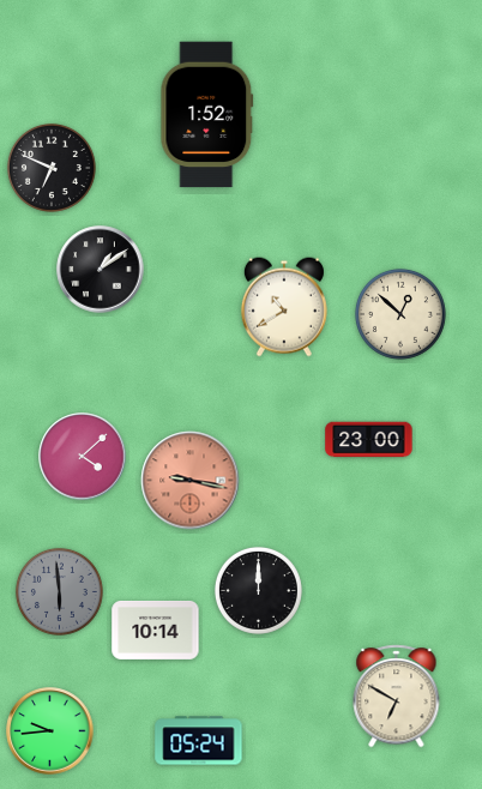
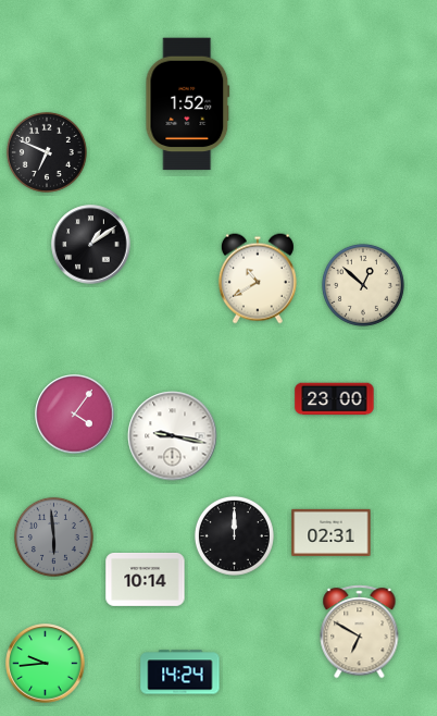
clock at (83, 457): 4:08 -> 4:06
clock at (191, 481) dial: salmon -> white
clock at (332, 532): none -> 02:31
clock at (156, 630) position: (156, 630) -> (146, 579)
clock at (199, 741): 05:24 -> 14:24
